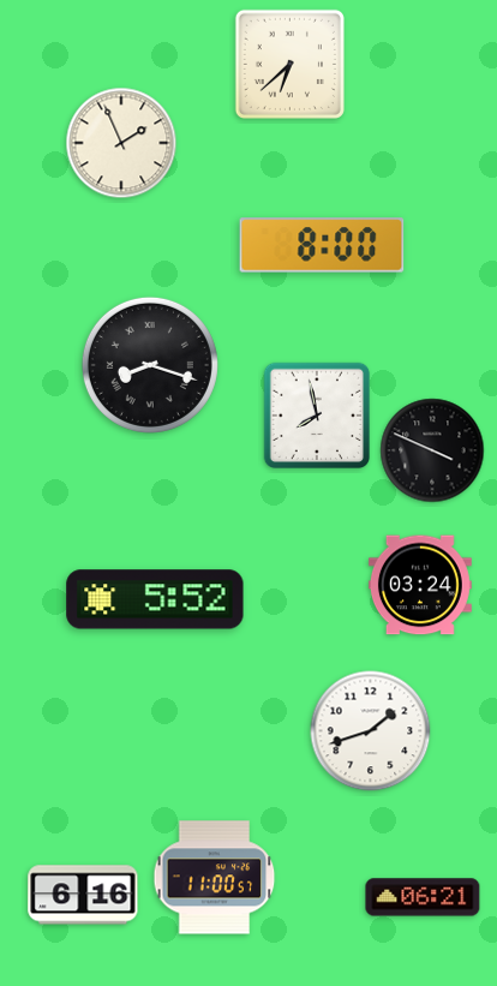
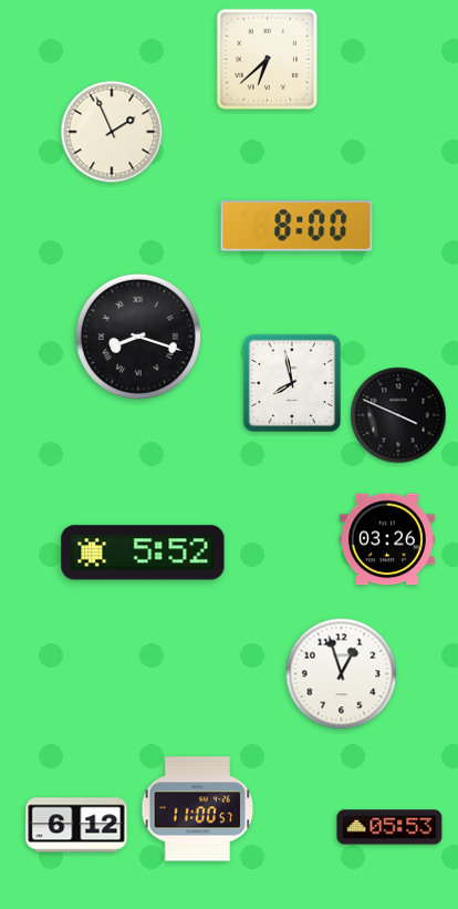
clock at (420, 585): 03:24 -> 03:26
clock at (371, 731): 1:42 -> 12:57
clock at (83, 895): 6:16 -> 6:12
clock at (423, 897): 06:21 -> 05:53
